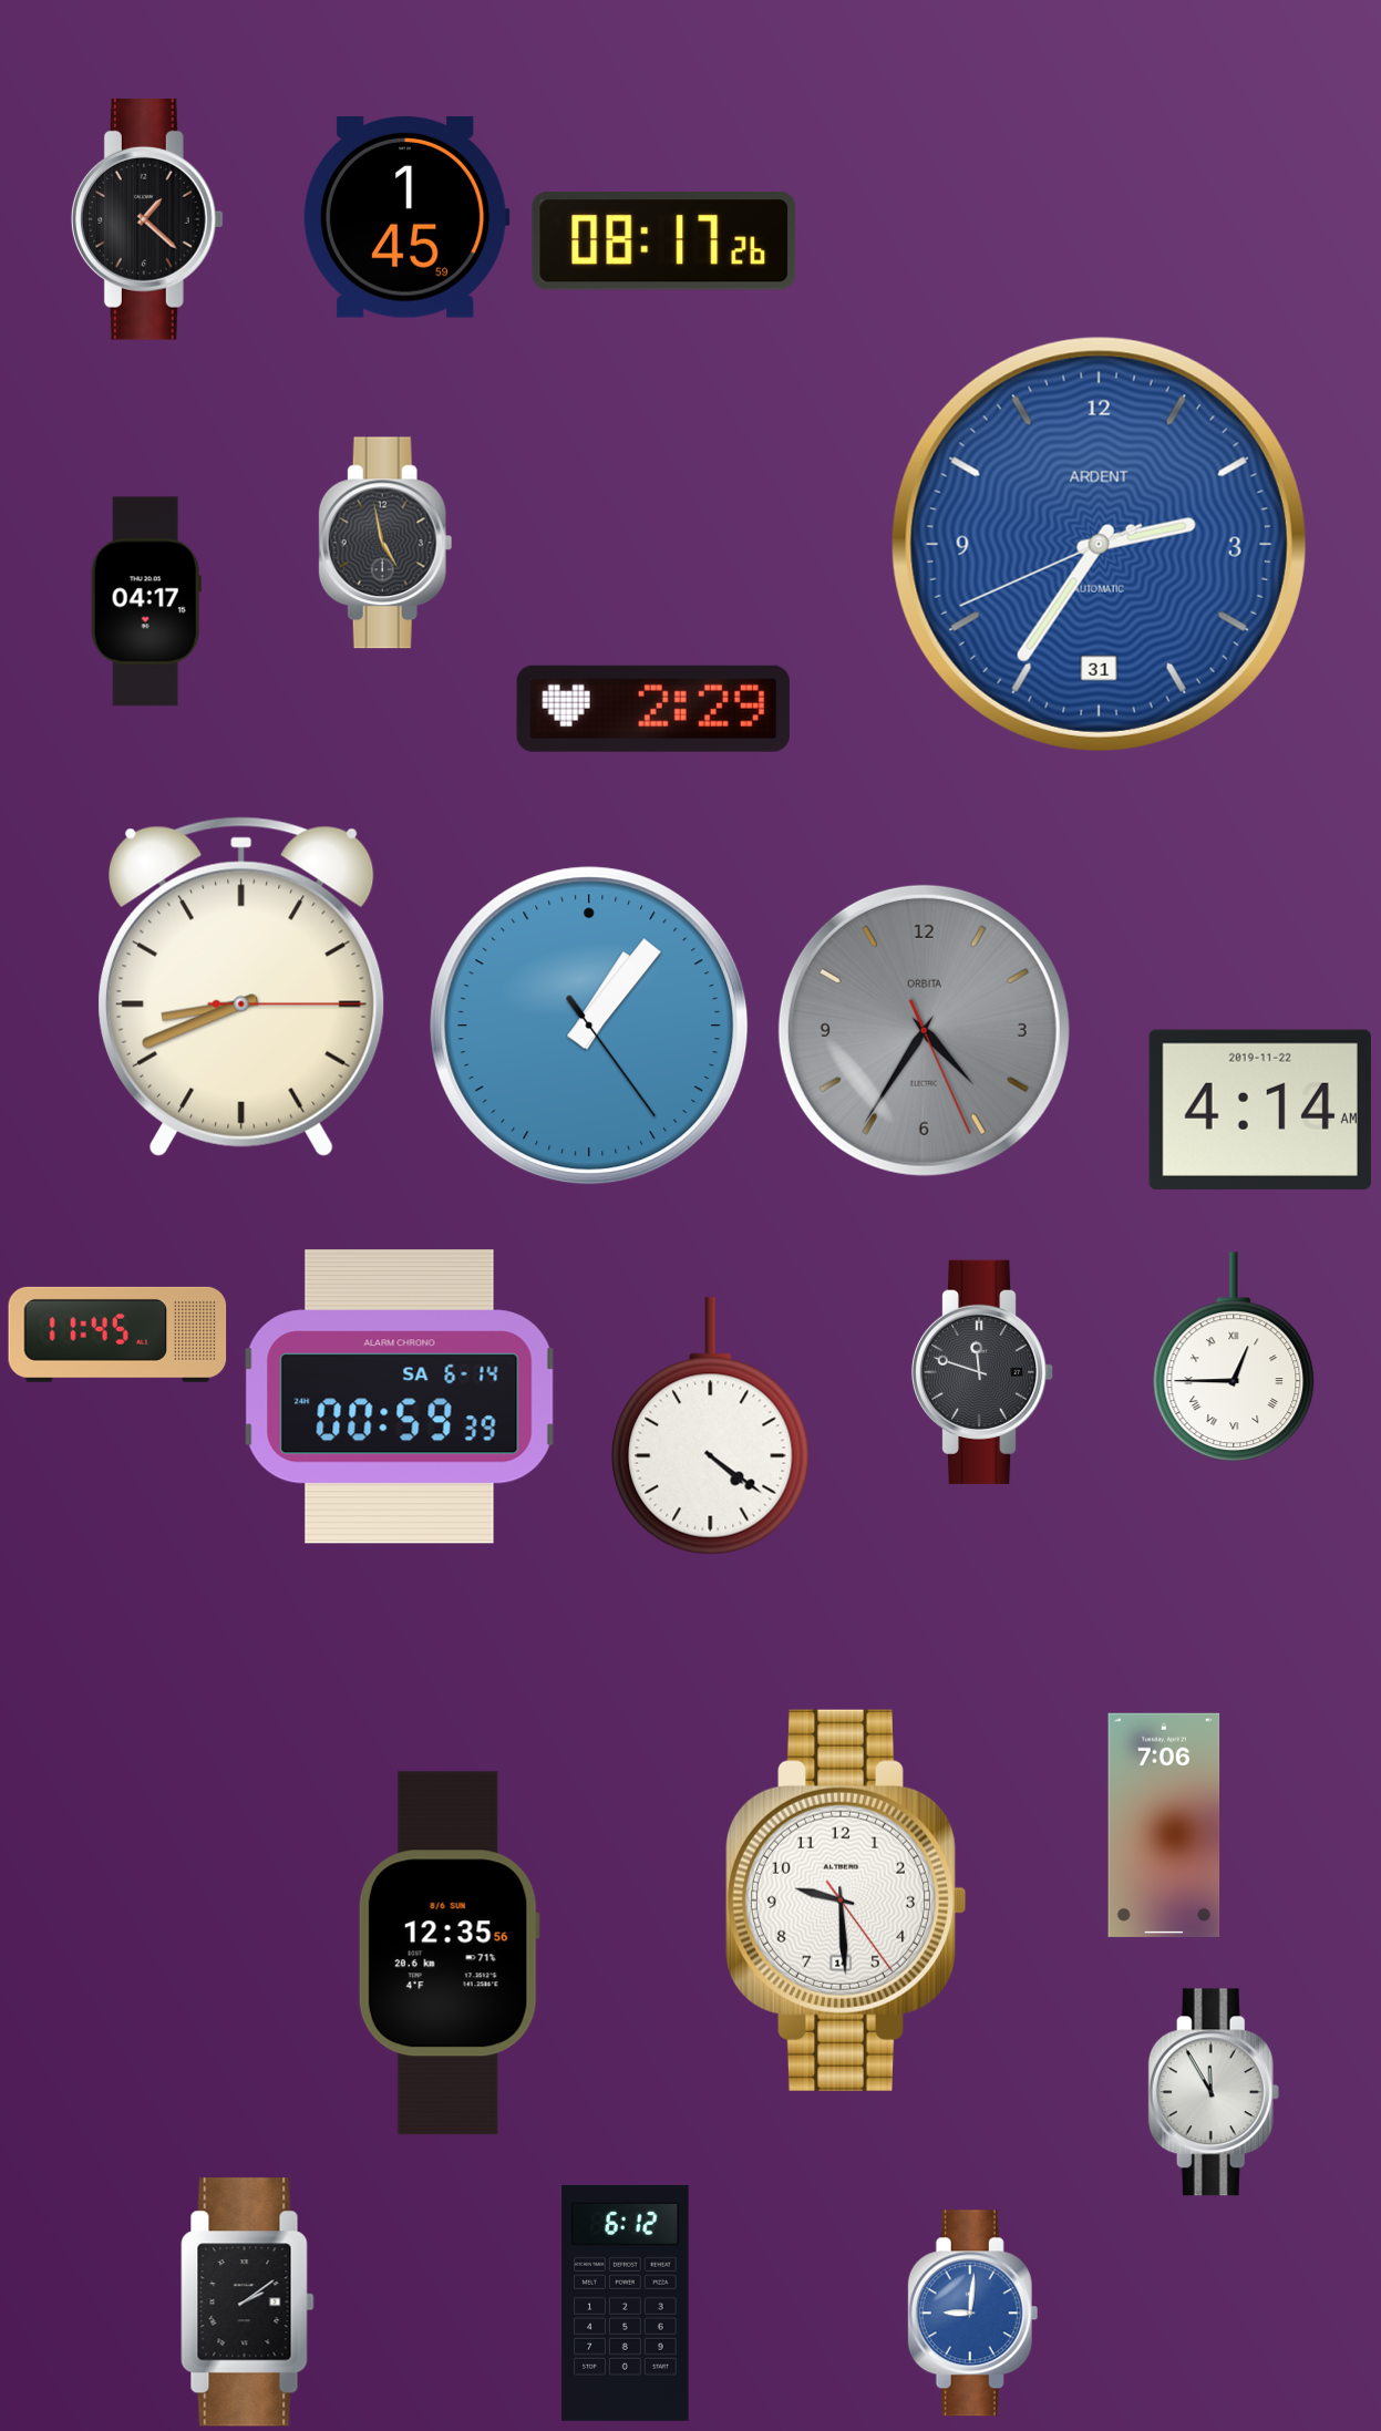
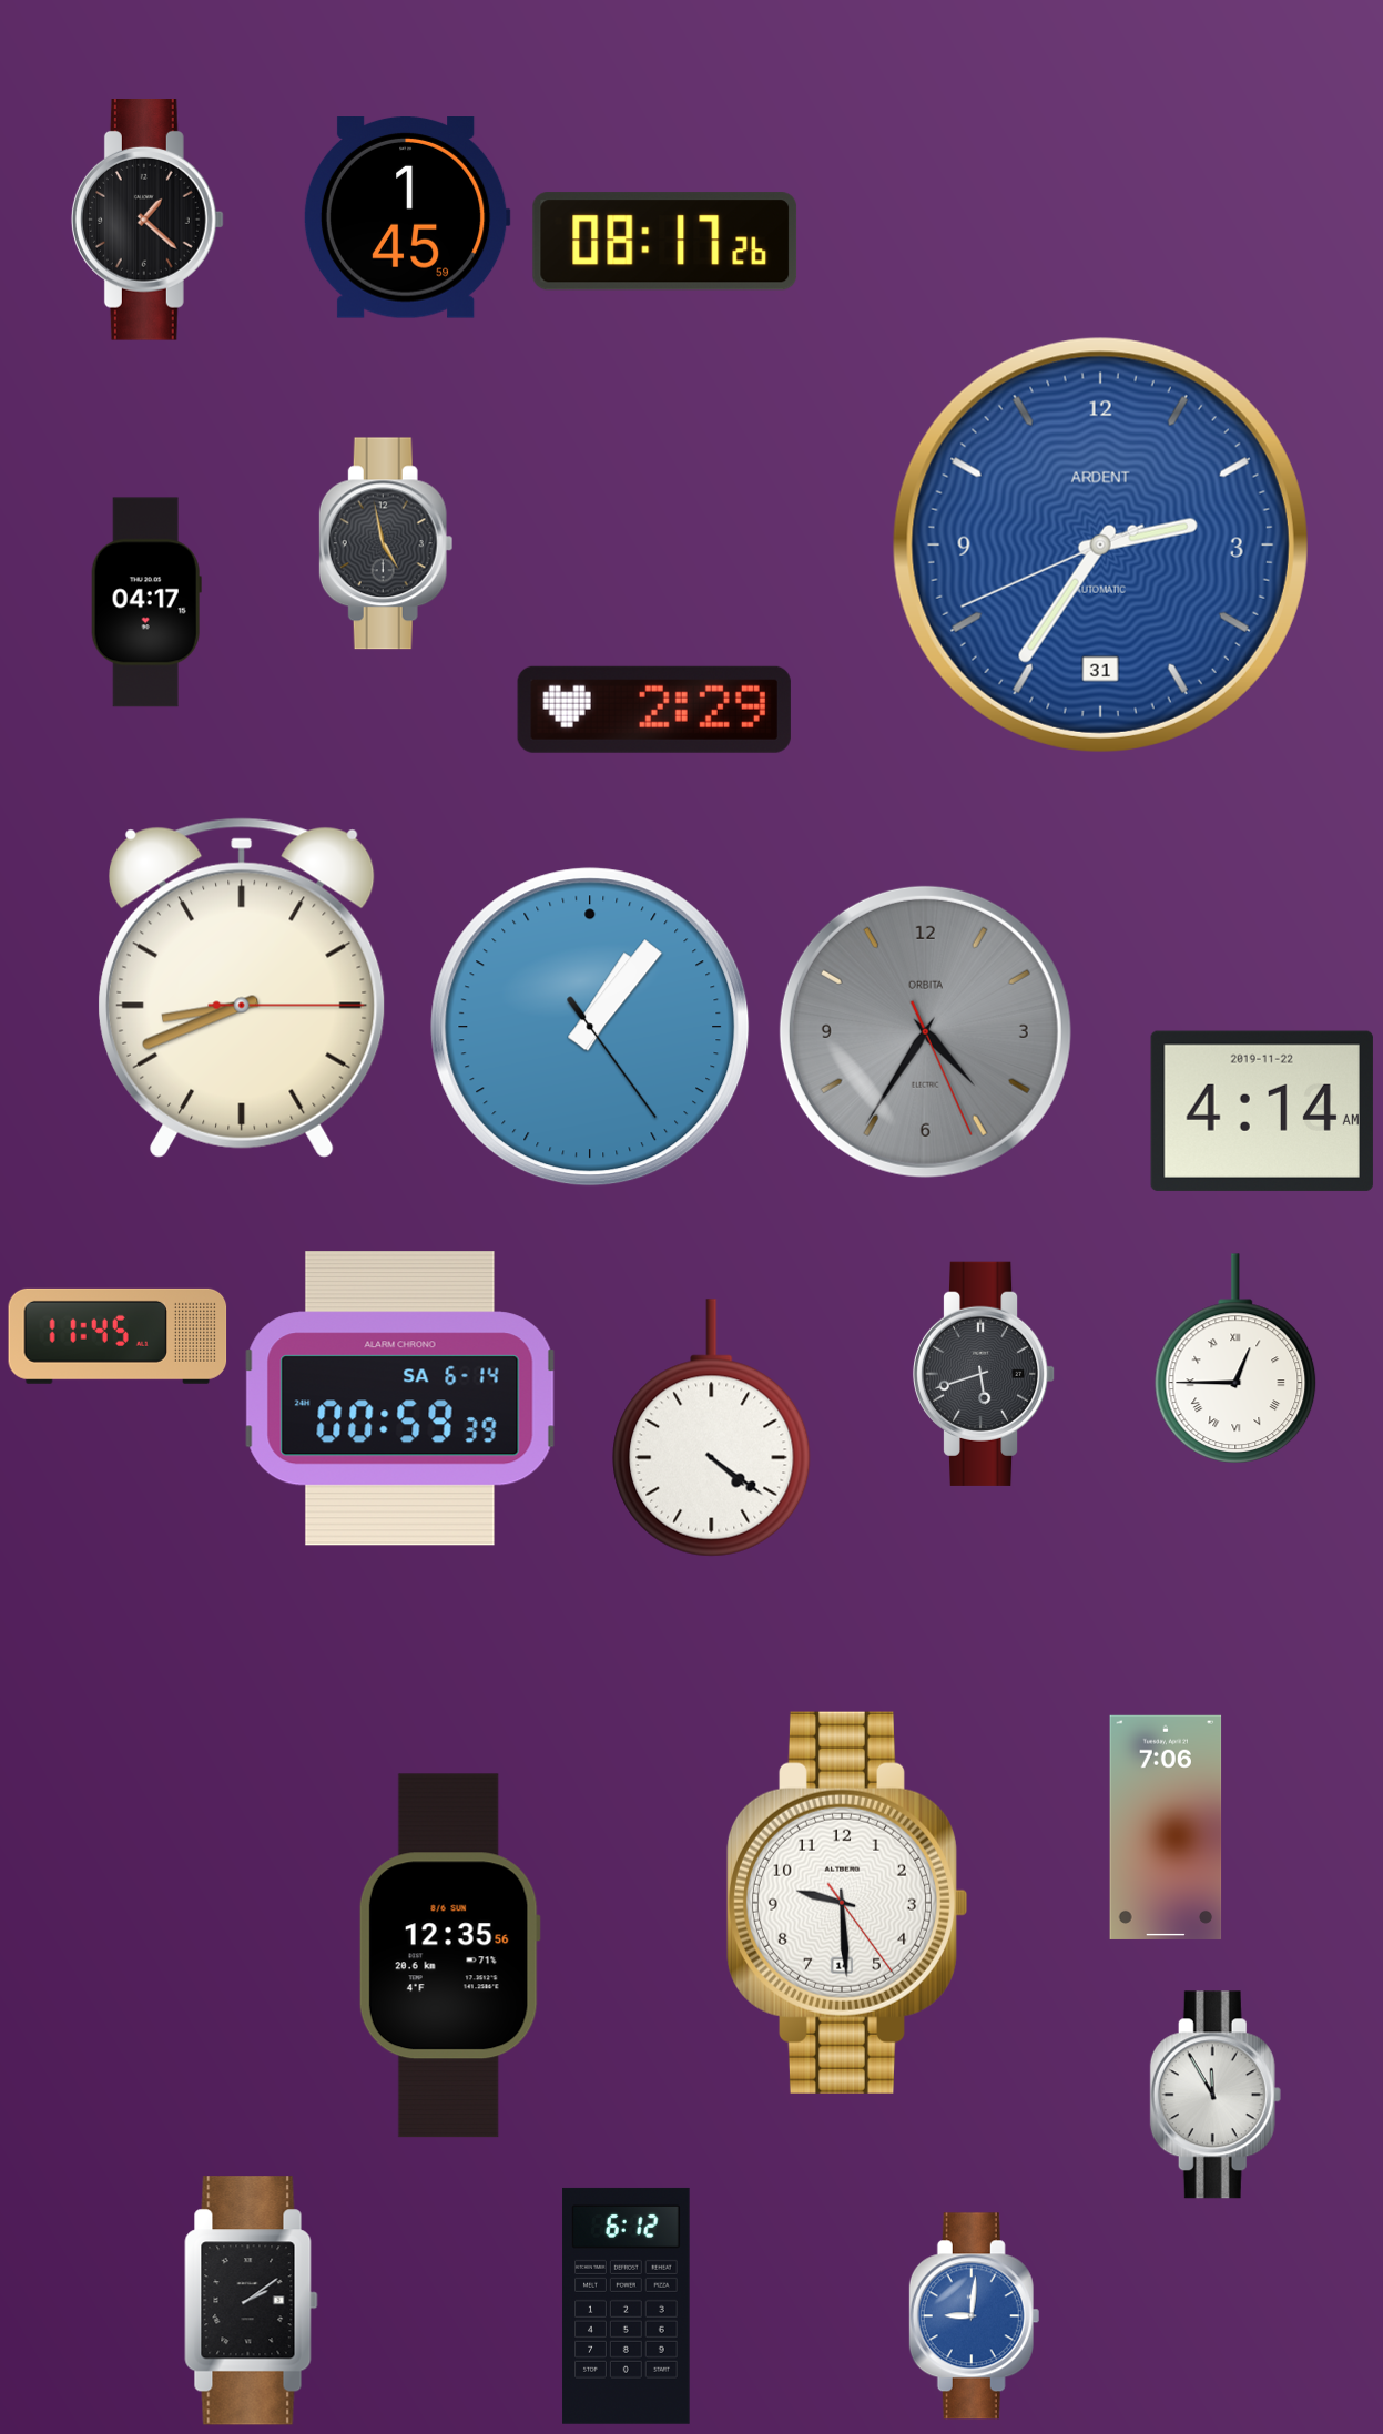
clock at (982, 1372): 11:48 -> 5:42
clock at (248, 2303) position: (248, 2303) -> (252, 2301)
